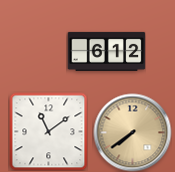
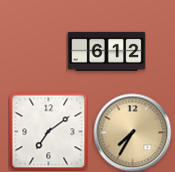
clock at (48, 131): 11:09 -> 7:09
clock at (132, 132): 7:39 -> 7:35
